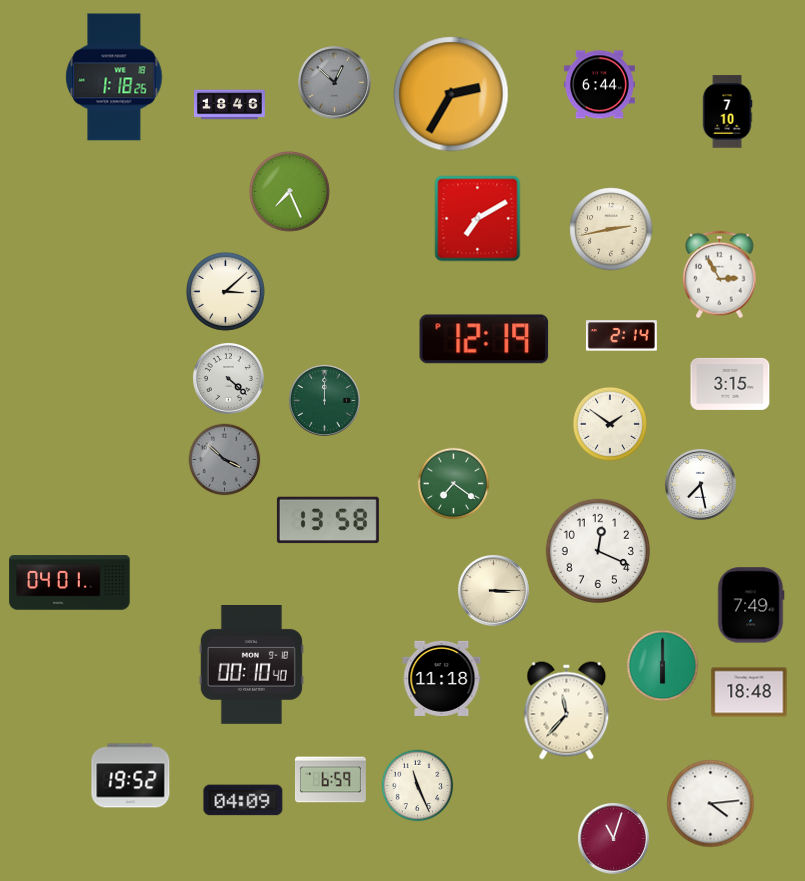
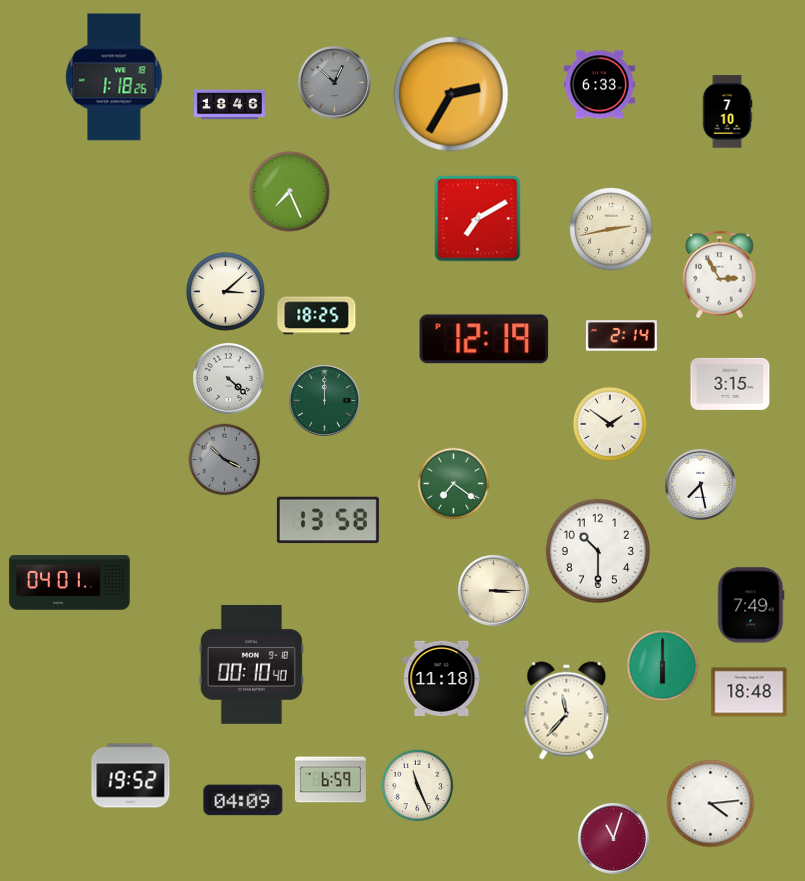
clock at (599, 85): 6:44 -> 6:33
clock at (317, 316): none -> 18:25
clock at (598, 551): 12:19 -> 10:30
